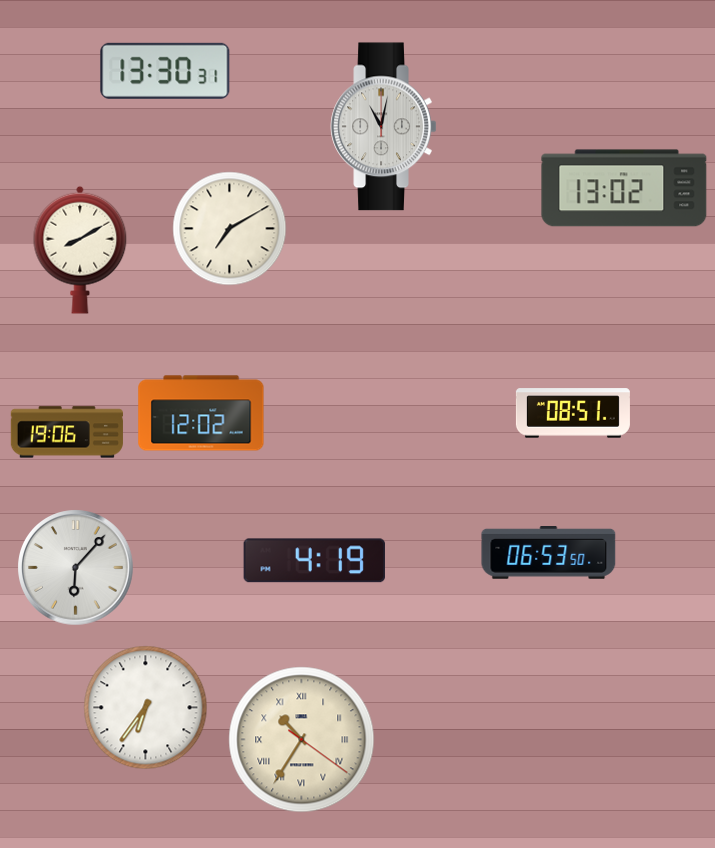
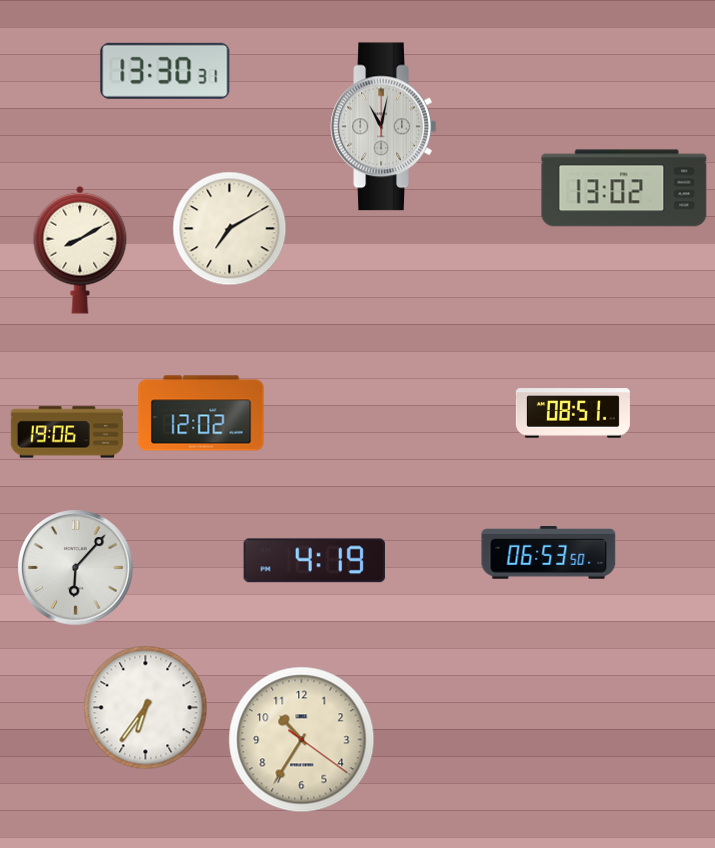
clock at (302, 740) numerals: Roman -> Arabic
